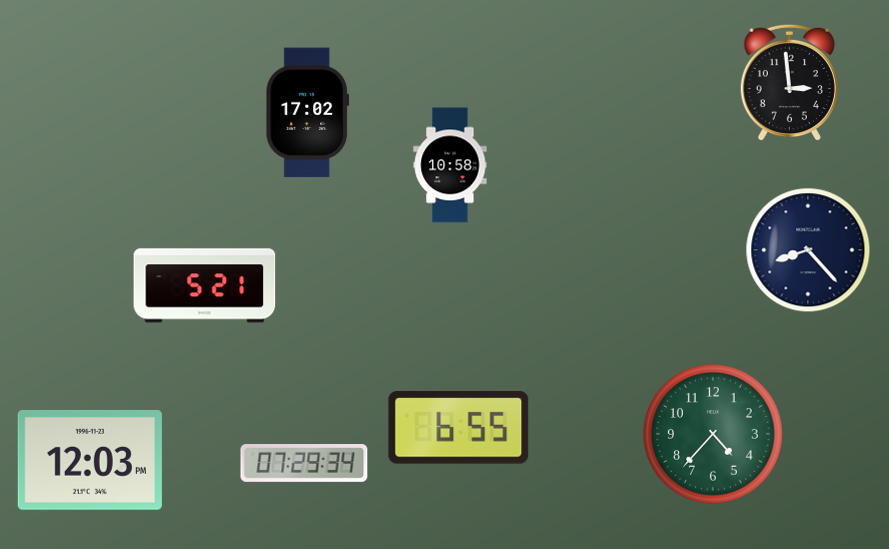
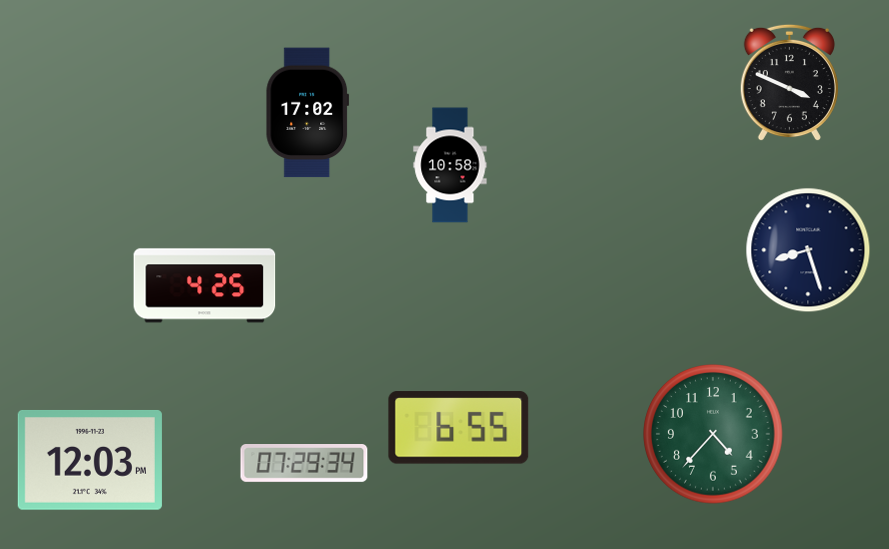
clock at (789, 83): 2:59 -> 3:49
clock at (808, 250): 8:23 -> 8:27
clock at (205, 286): 5:21 -> 4:25
